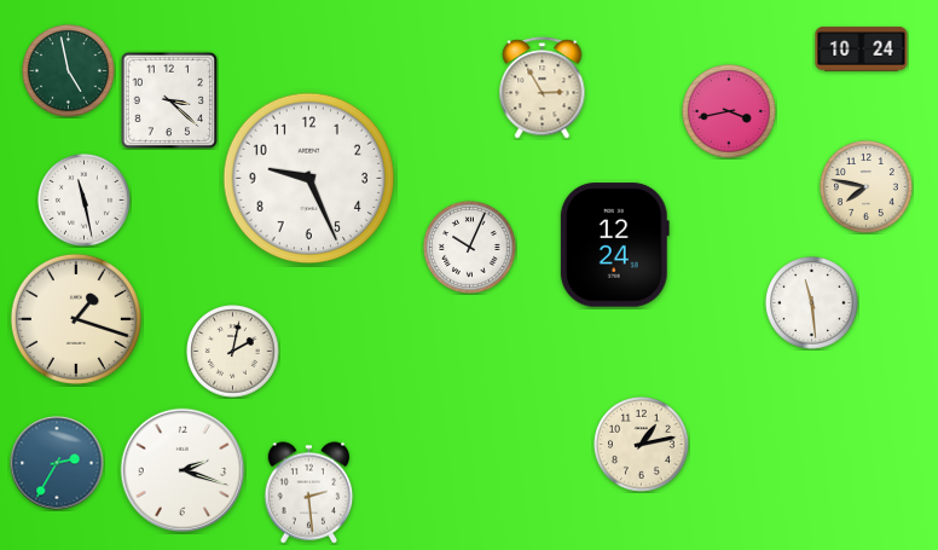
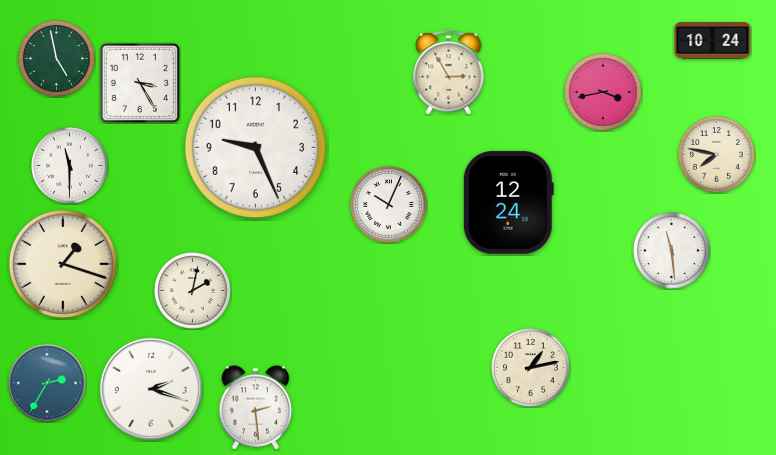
clock at (168, 99): 3:22 -> 3:25
clock at (85, 201): 11:28 -> 11:30
